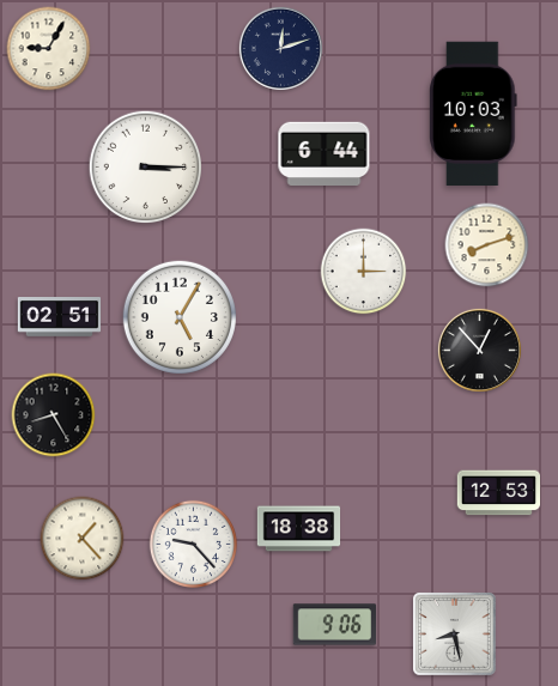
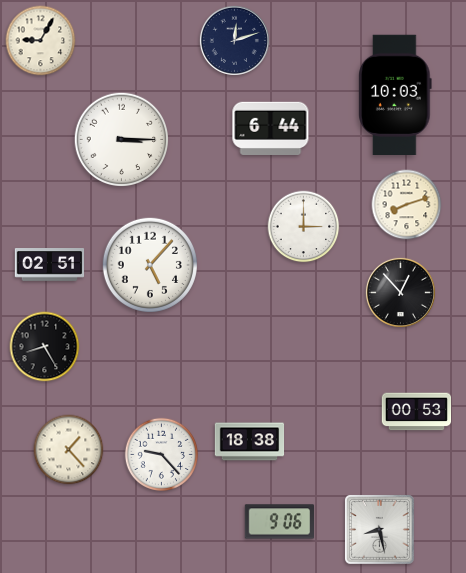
clock at (180, 317): 5:05 -> 5:07
clock at (499, 493): 12:53 -> 00:53
